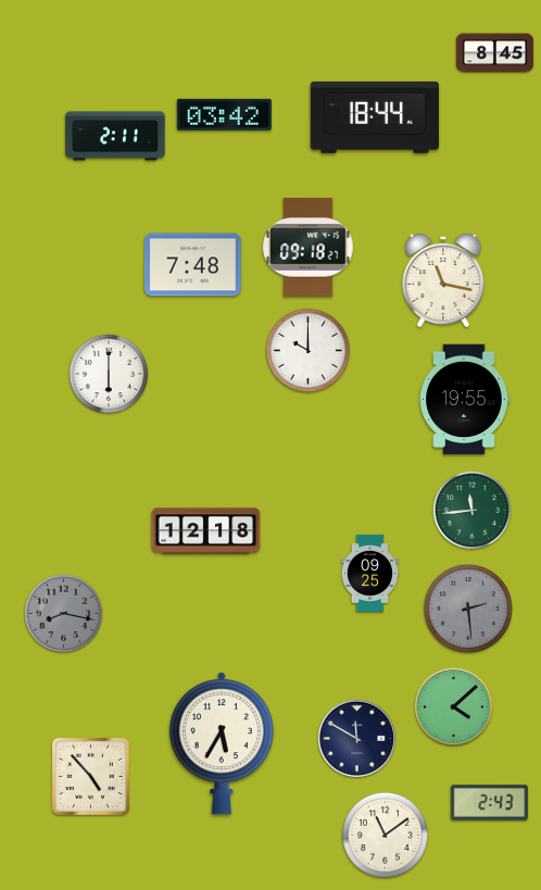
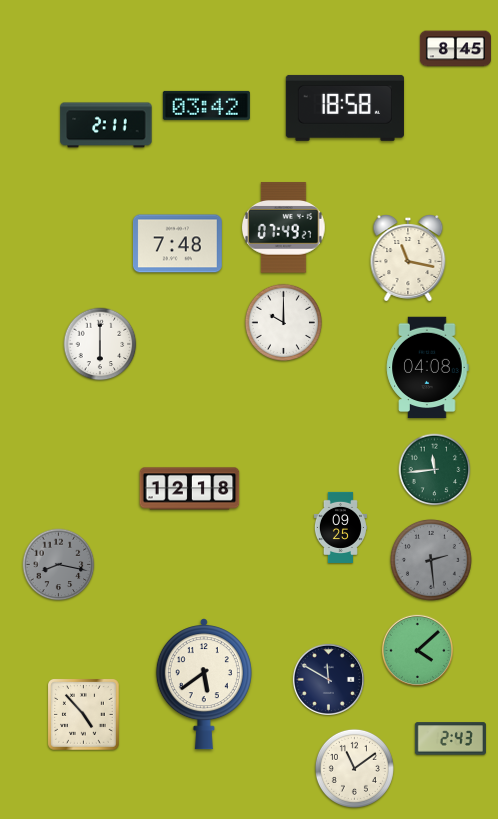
clock at (375, 117): 18:44 -> 18:58
clock at (309, 248): 09:18 -> 07:49
clock at (464, 400): 19:55 -> 04:08
clock at (222, 743): 5:35 -> 5:39
